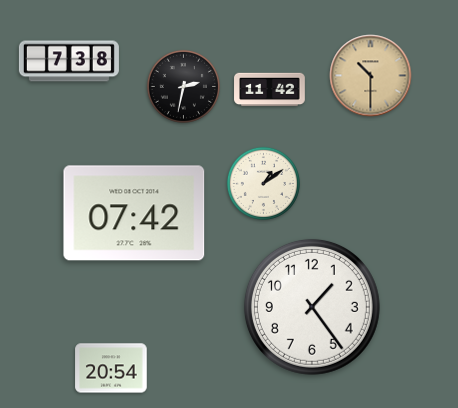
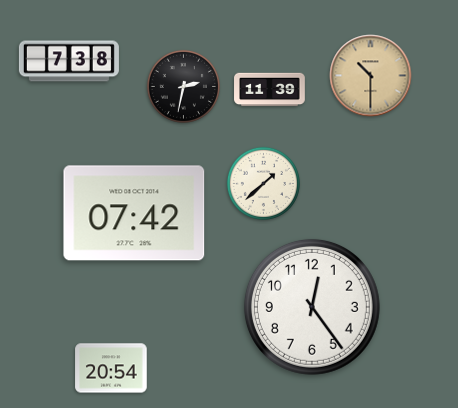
clock at (270, 90): 11:42 -> 11:39
clock at (263, 183): 1:09 -> 1:38
clock at (312, 307): 1:24 -> 12:24
